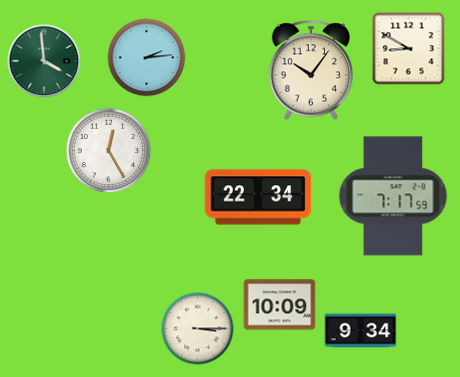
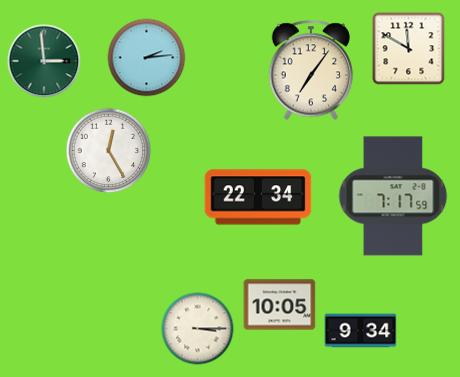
clock at (409, 49): 8:50 -> 11:50
clock at (44, 61): 3:59 -> 2:59
clock at (311, 70): 10:06 -> 7:06
clock at (280, 305): 10:09 -> 10:05
